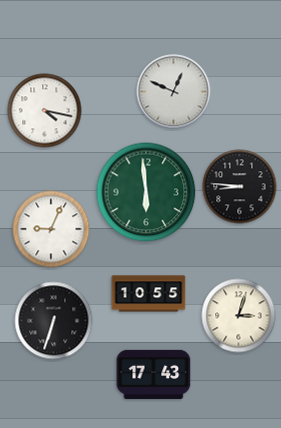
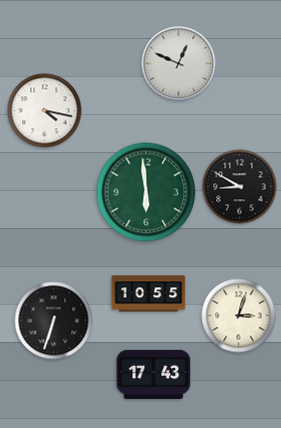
clock at (174, 92) position: (174, 92) -> (179, 64)
clock at (240, 187): 8:46 -> 8:50
clock at (51, 229): 9:04 -> none
